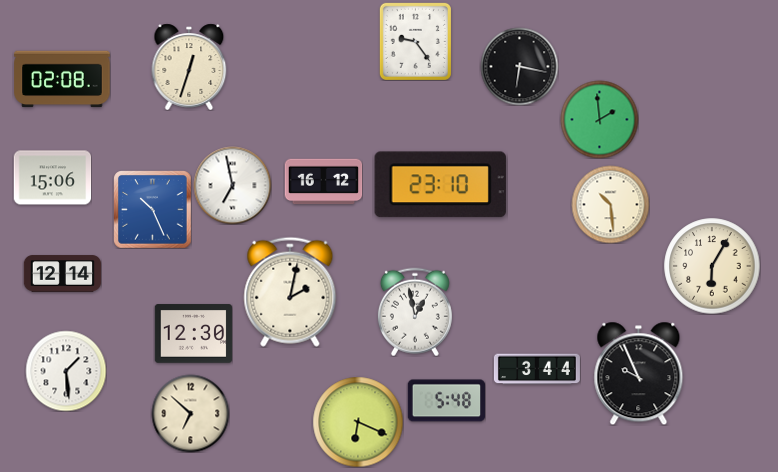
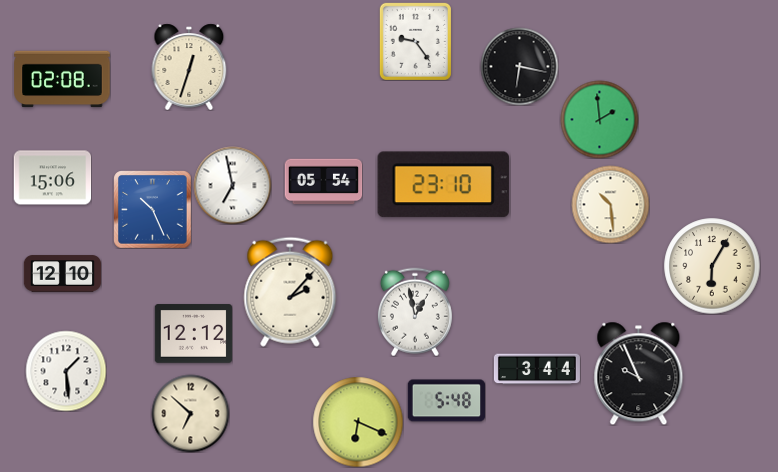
clock at (323, 182): 16:12 -> 05:54
clock at (440, 185) position: (440, 185) -> (443, 185)
clock at (62, 274): 12:14 -> 12:10
clock at (290, 292): 2:02 -> 2:07
clock at (193, 334): 12:30 -> 12:12
